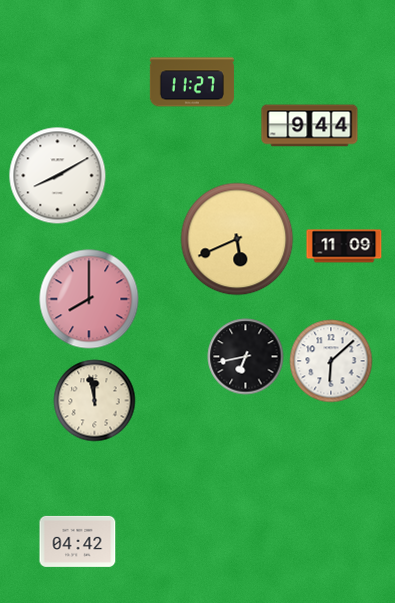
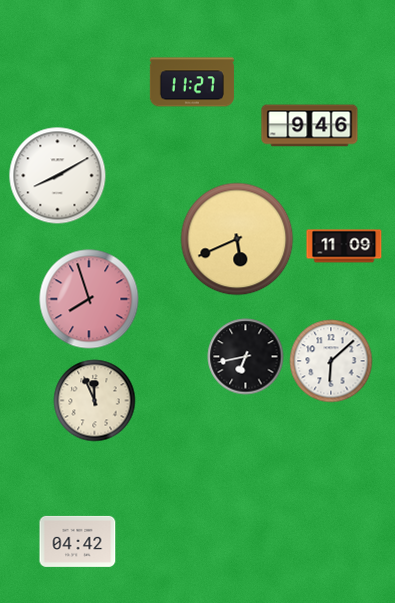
clock at (310, 126): 9:44 -> 9:46
clock at (89, 299): 8:00 -> 7:57
clock at (95, 401): 11:58 -> 11:56
